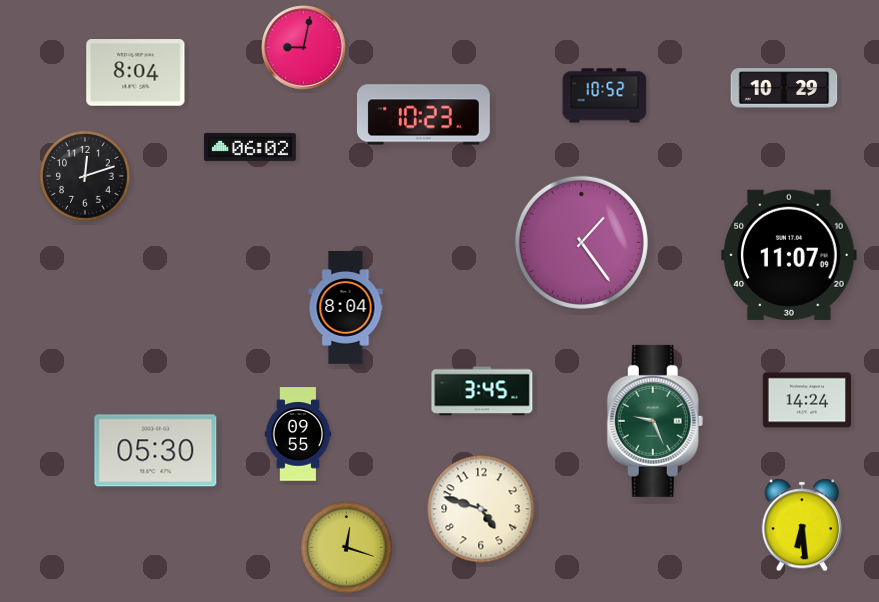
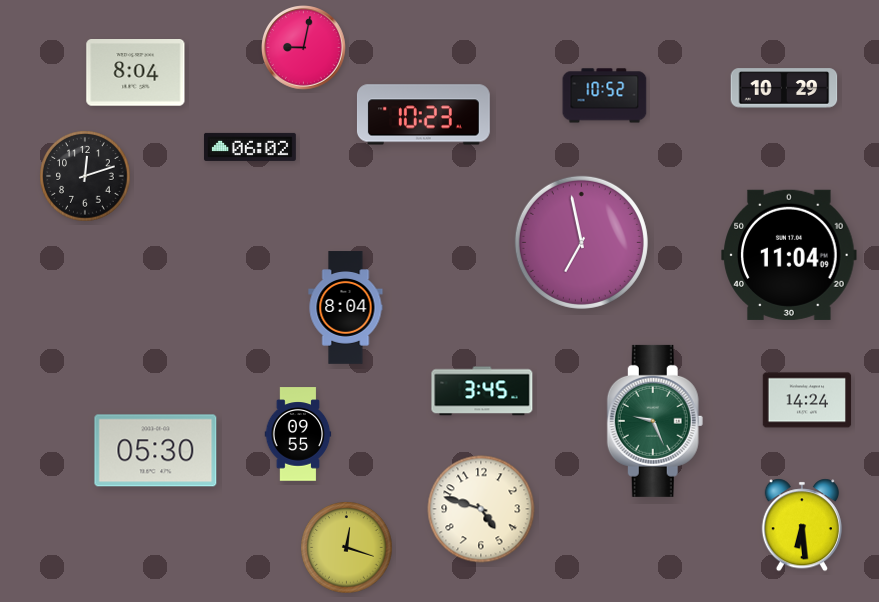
clock at (581, 242): 1:24 -> 6:58
clock at (789, 255): 11:07 -> 11:04
